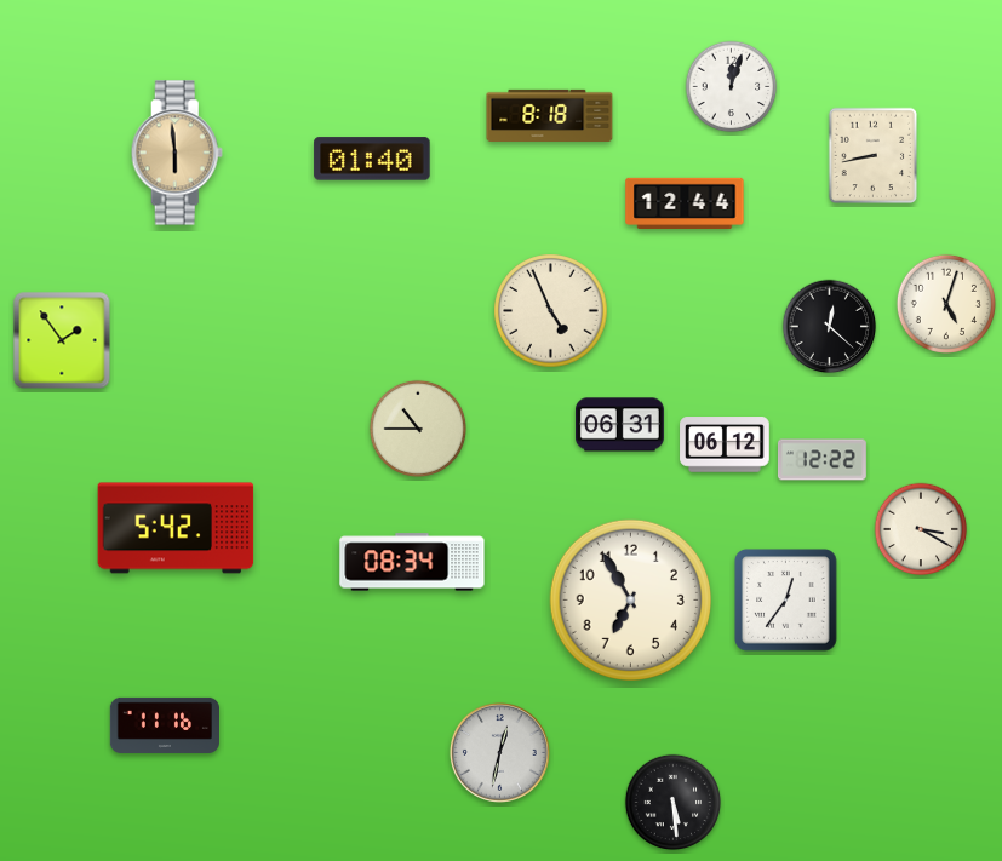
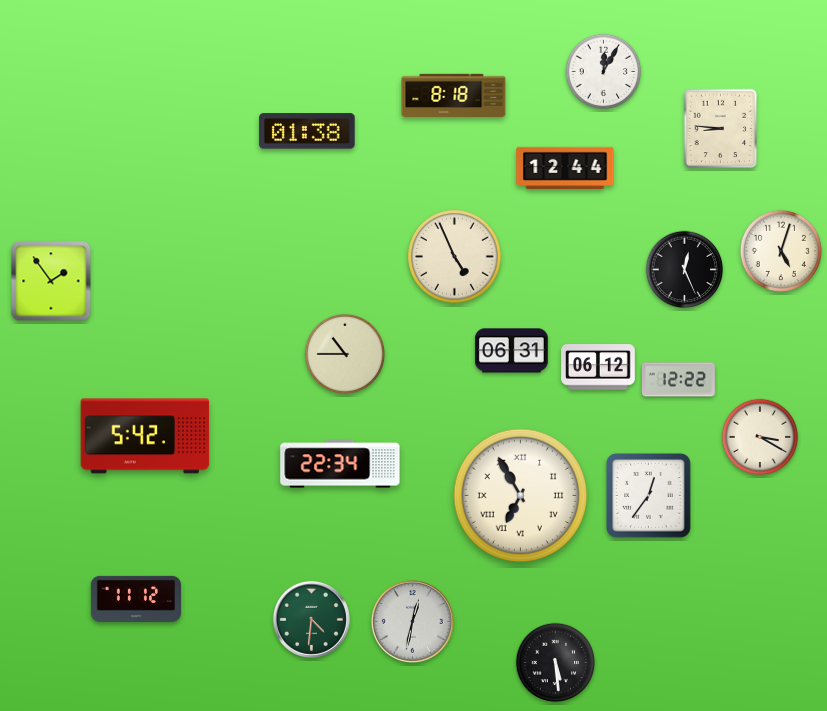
clock at (732, 87): 12:03 -> 12:05
clock at (177, 153): 5:59 -> none
clock at (874, 156): 8:43 -> 8:46
clock at (372, 159): 01:40 -> 01:38
clock at (830, 327): 12:22 -> 12:26
clock at (412, 562): 08:34 -> 22:34
clock at (630, 599) numerals: Arabic -> Roman
clock at (164, 725): 11:16 -> 11:12
clock at (311, 619): none -> 4:31
